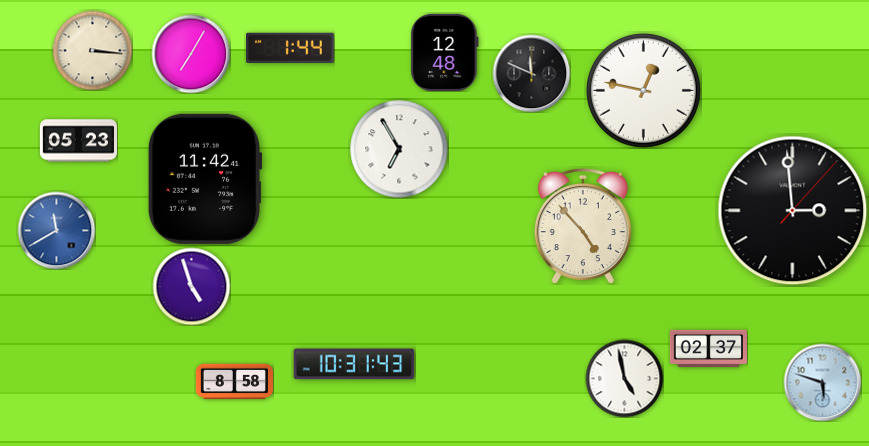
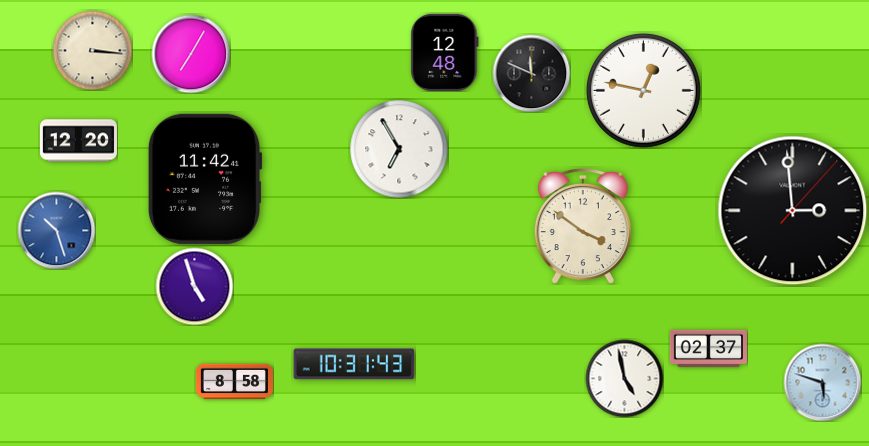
clock at (291, 48): 1:44 -> none
clock at (78, 141): 05:23 -> 12:20
clock at (583, 226): 4:53 -> 3:51
clock at (56, 230): 11:40 -> 10:27
clock at (191, 286) position: (191, 286) -> (194, 286)
